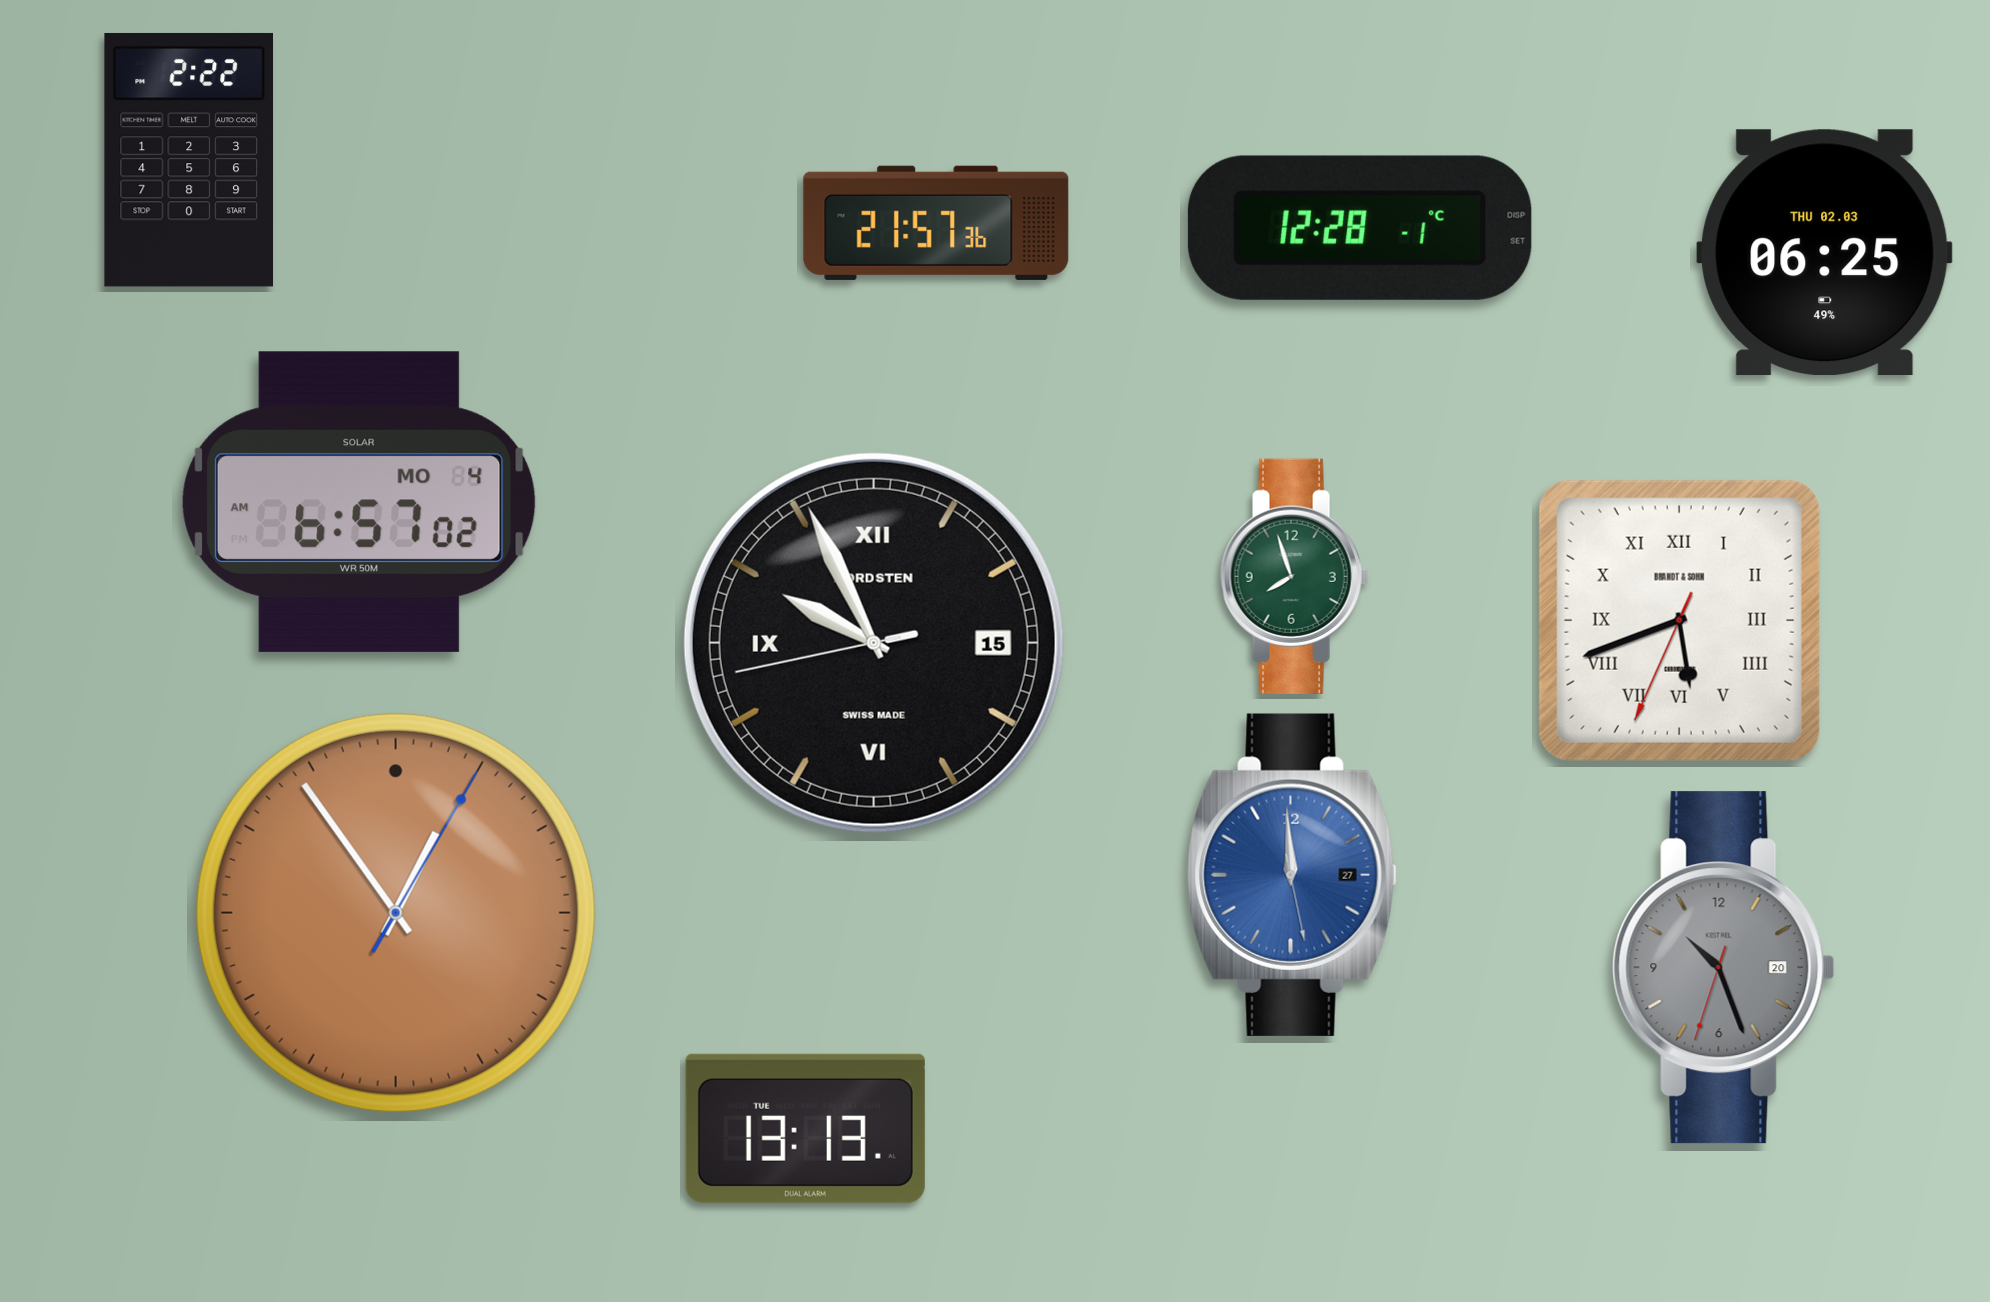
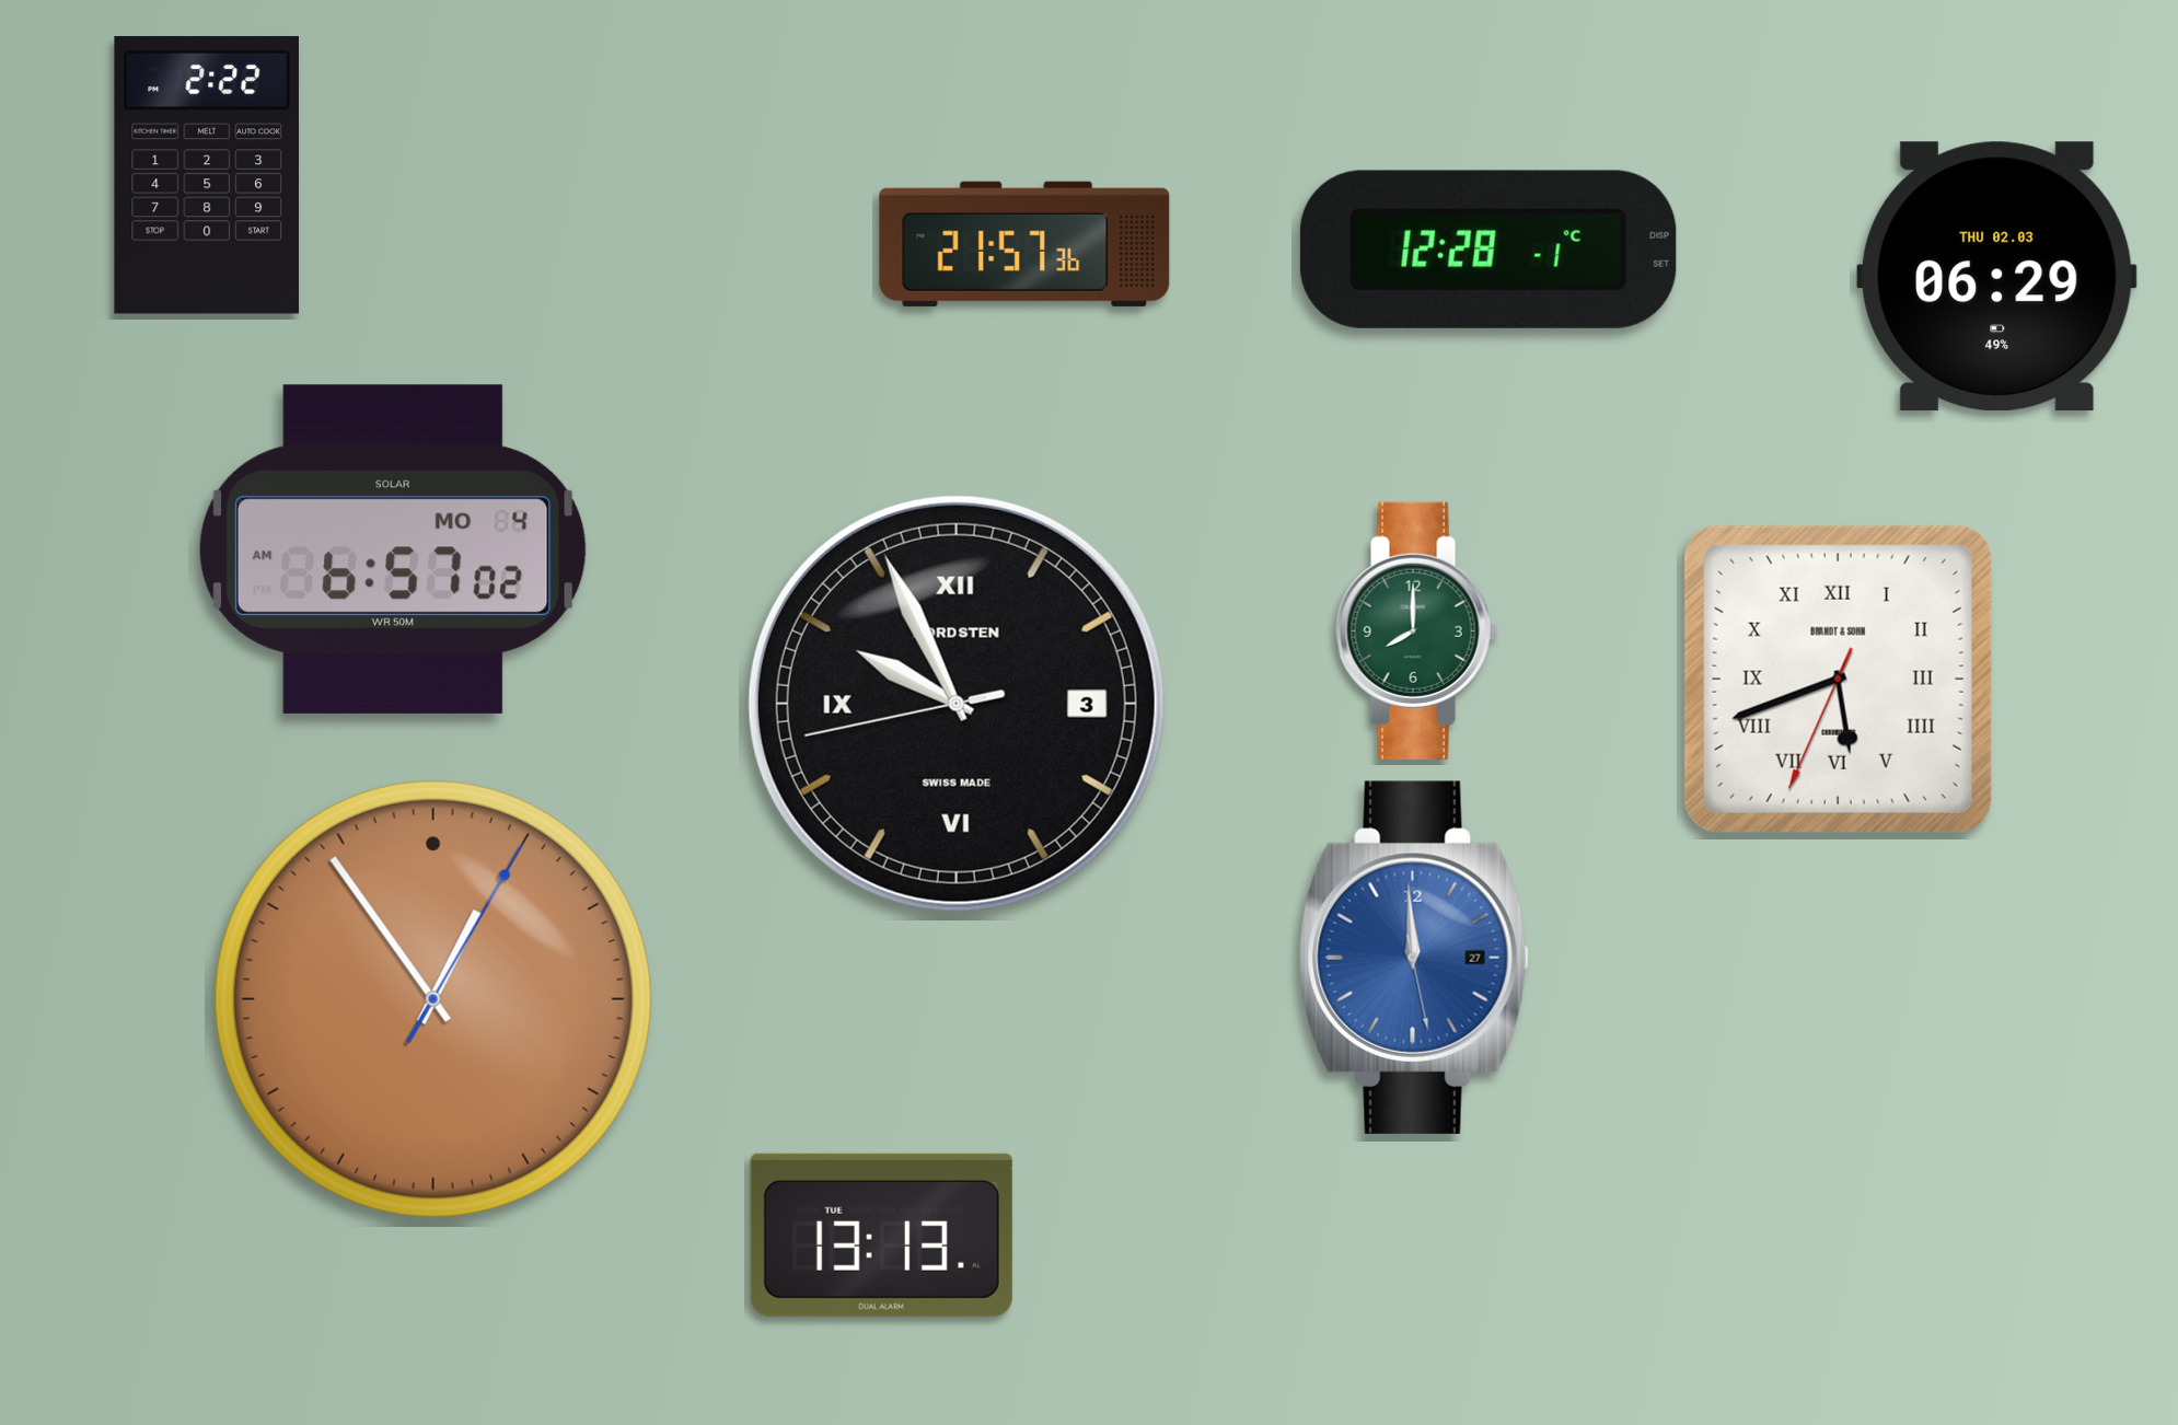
clock at (1825, 253): 06:25 -> 06:29
clock at (1294, 576): 7:57 -> 8:00
clock at (874, 643) date: 15 -> 3
clock at (1724, 968): 10:26 -> none
